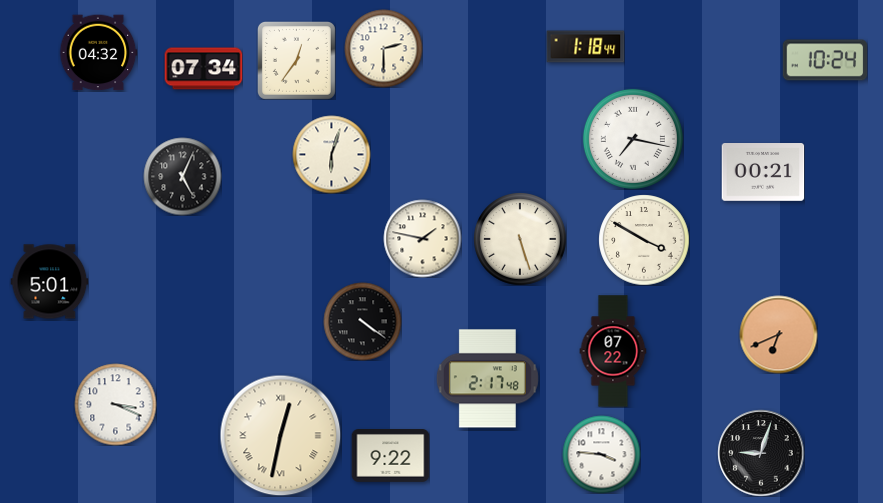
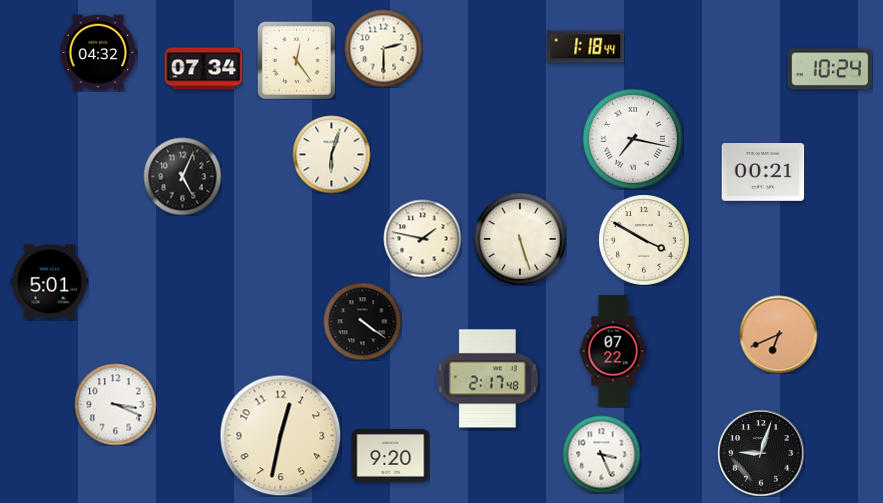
clock at (296, 60): 12:36 -> 12:24
clock at (825, 60) position: (825, 60) -> (830, 69)
clock at (280, 435) numerals: Roman -> Arabic
clock at (601, 454): 3:46 -> 3:26
clock at (390, 456): 9:22 -> 9:20
